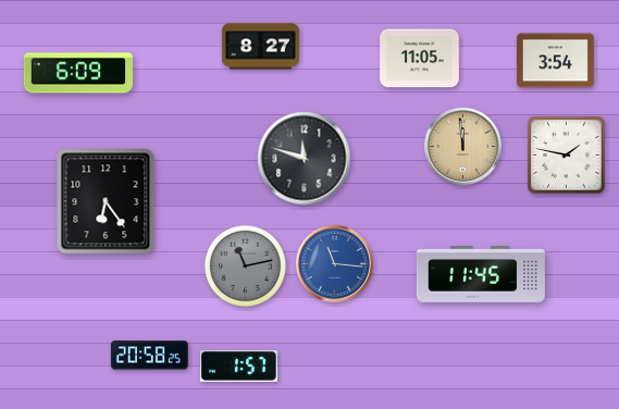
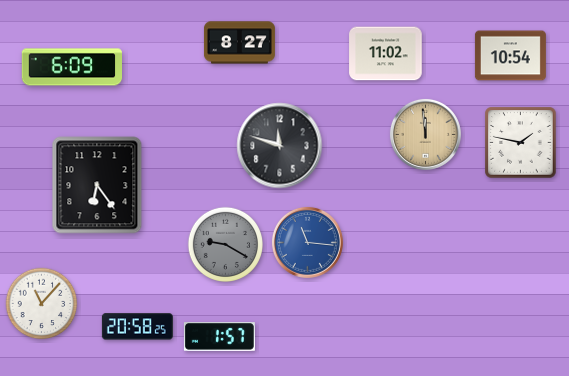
clock at (420, 59): 11:05 -> 11:02
clock at (555, 61): 3:54 -> 10:54
clock at (245, 265): 11:13 -> 9:20
clock at (481, 275): 11:45 -> none
clock at (42, 304): none -> 11:07
